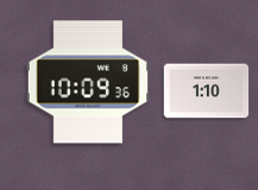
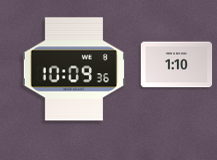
clock at (207, 91) position: (207, 91) -> (177, 65)
